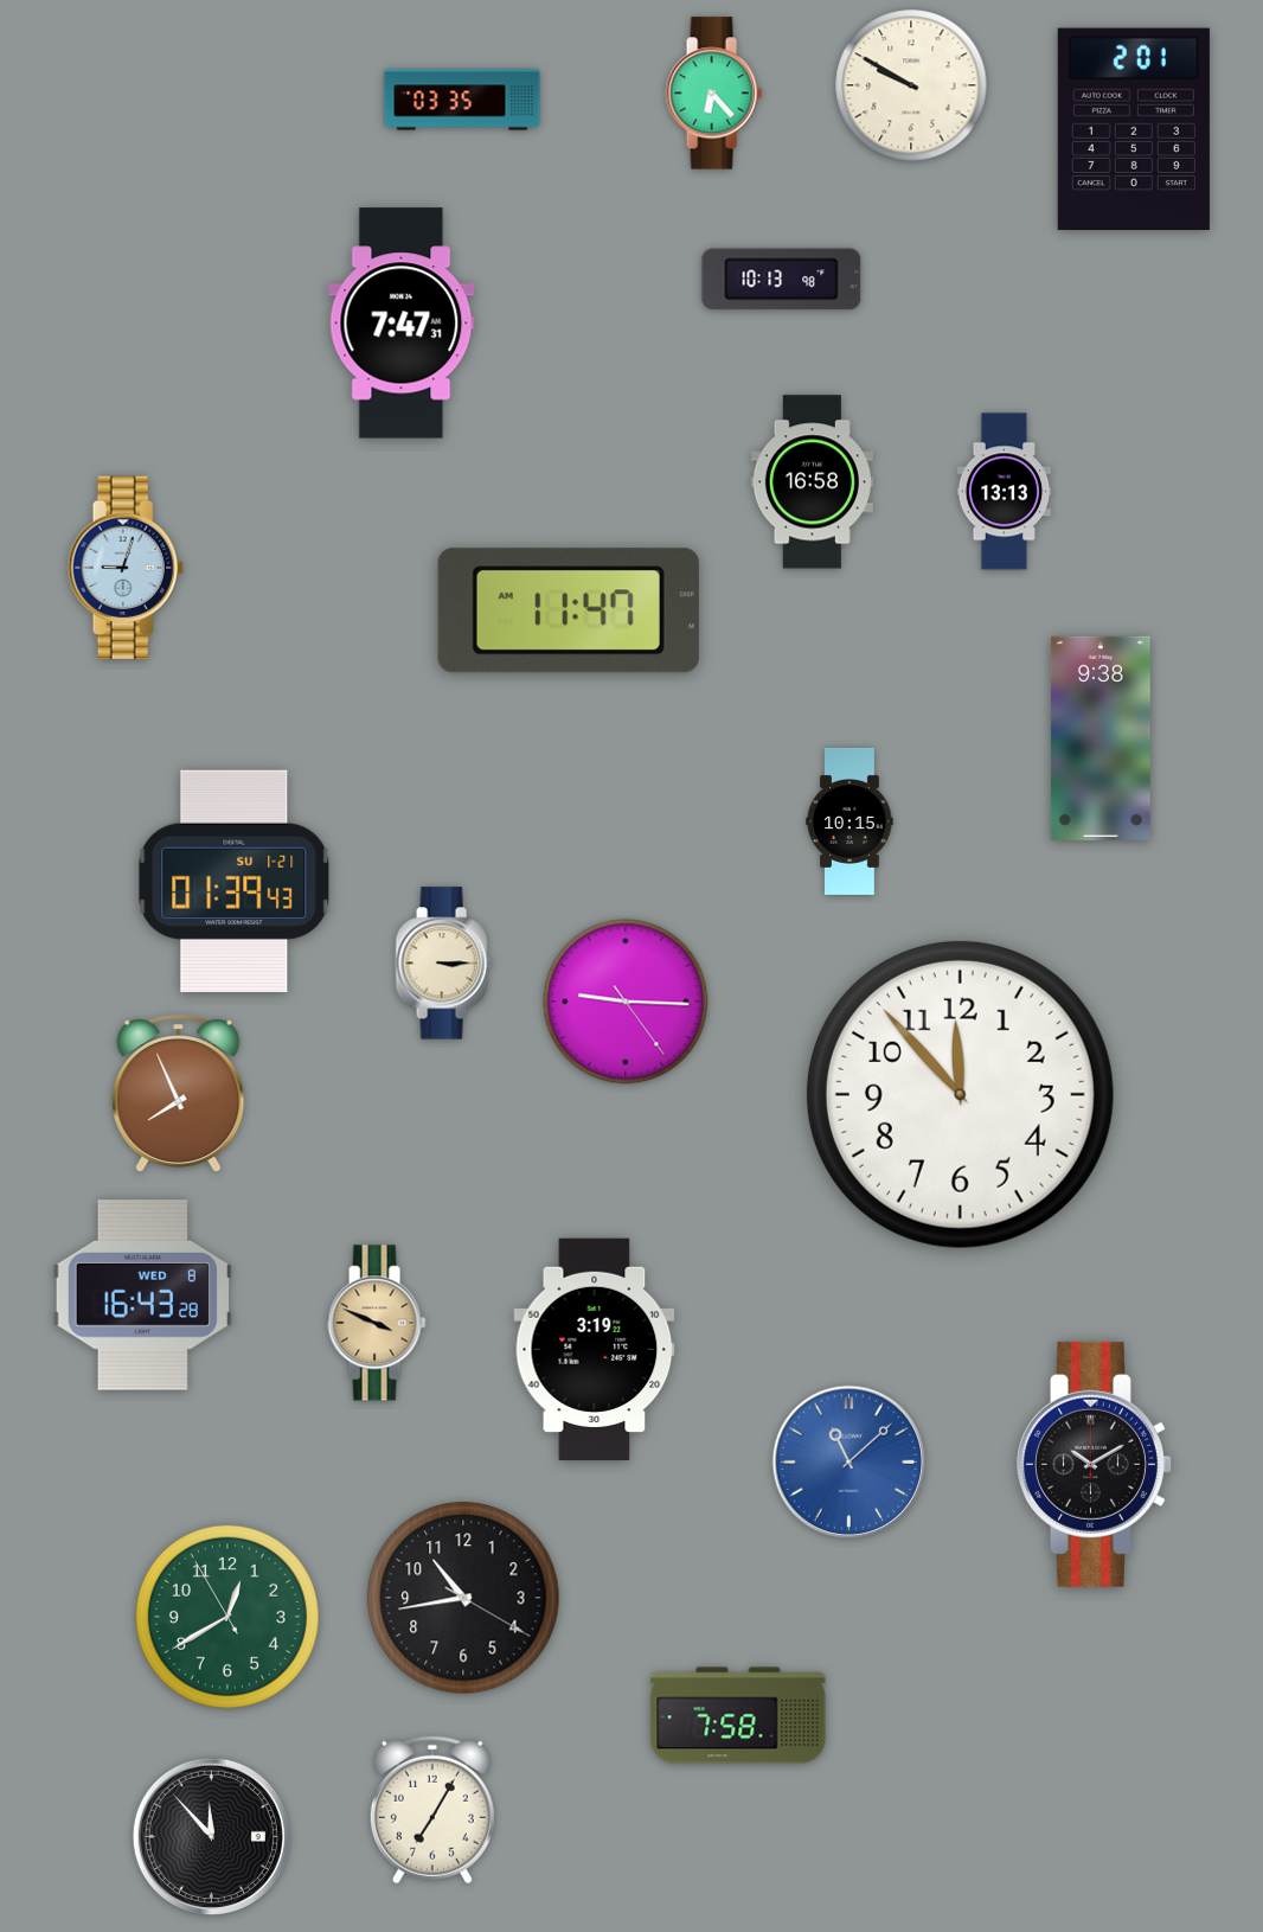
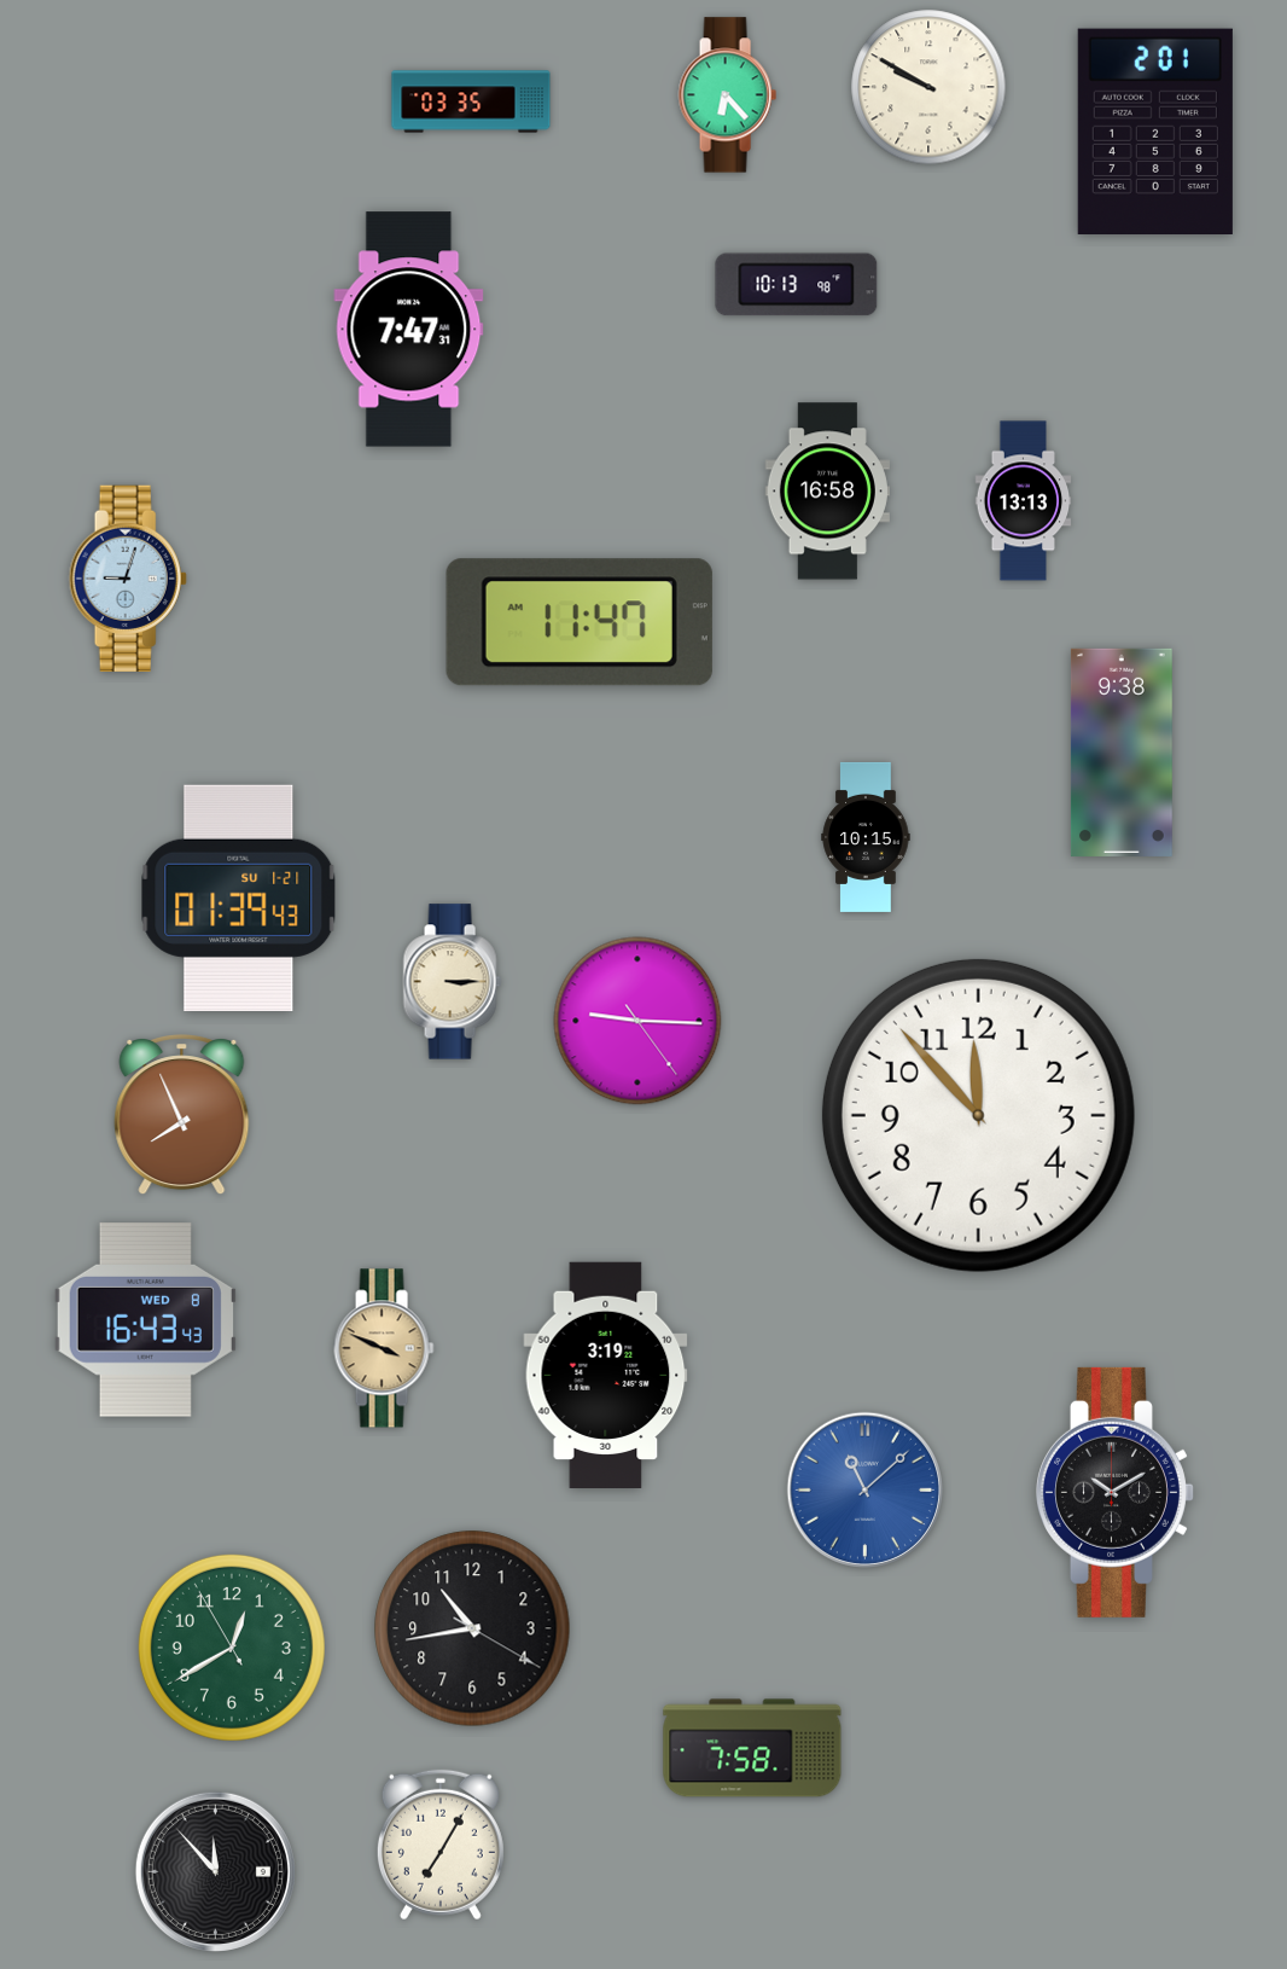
clock at (142, 1296): 16:43:28 -> 16:43:43
